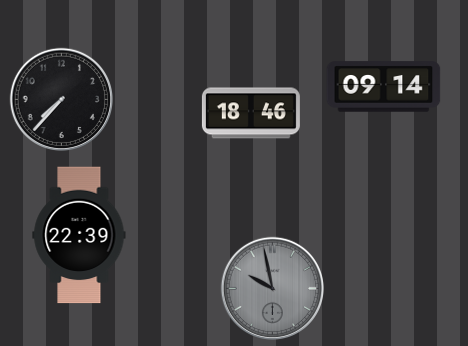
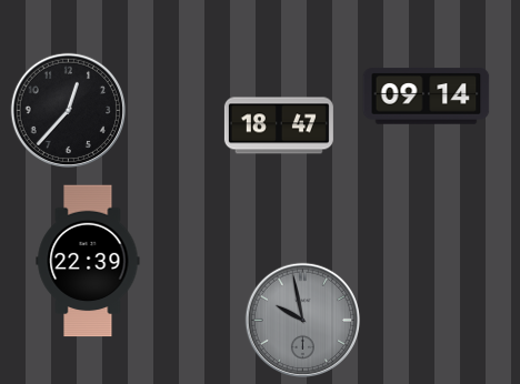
clock at (61, 99): 7:37 -> 12:37
clock at (251, 113): 18:46 -> 18:47
